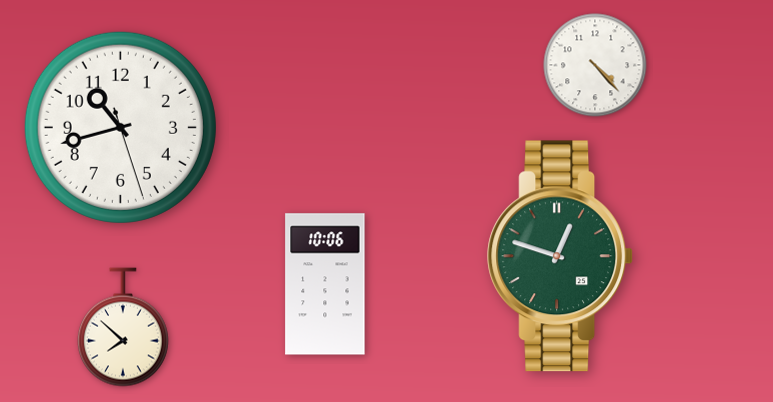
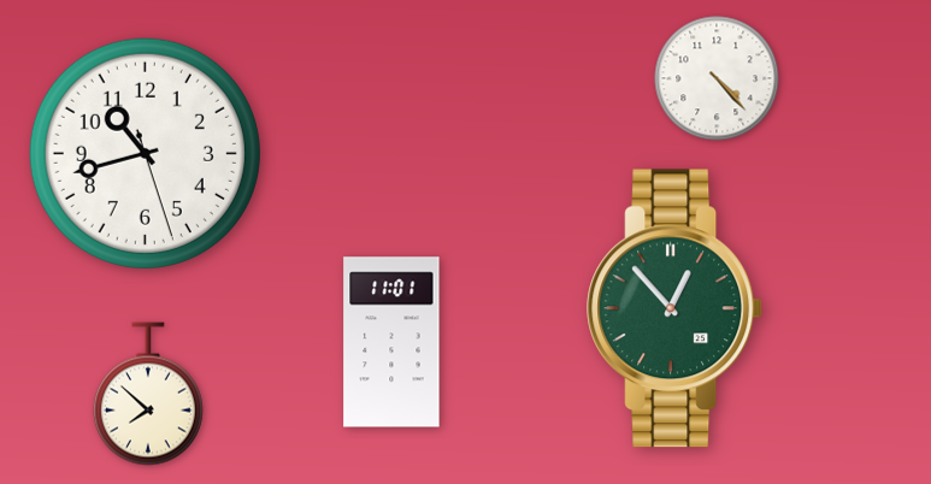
clock at (561, 256): 12:48 -> 12:53
clock at (325, 284): 10:06 -> 11:01
